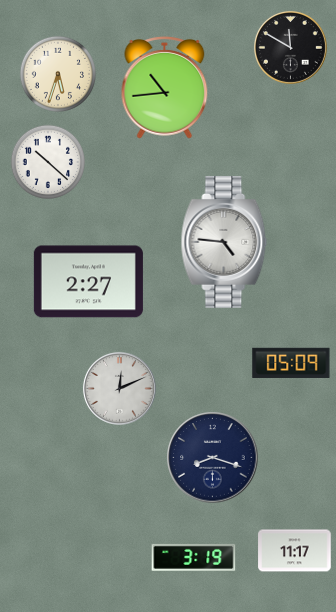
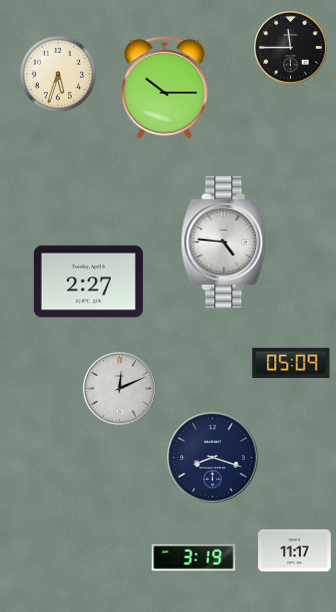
clock at (290, 47): 11:50 -> 11:45
clock at (165, 87): 10:44 -> 10:15
clock at (48, 162): 10:22 -> none
